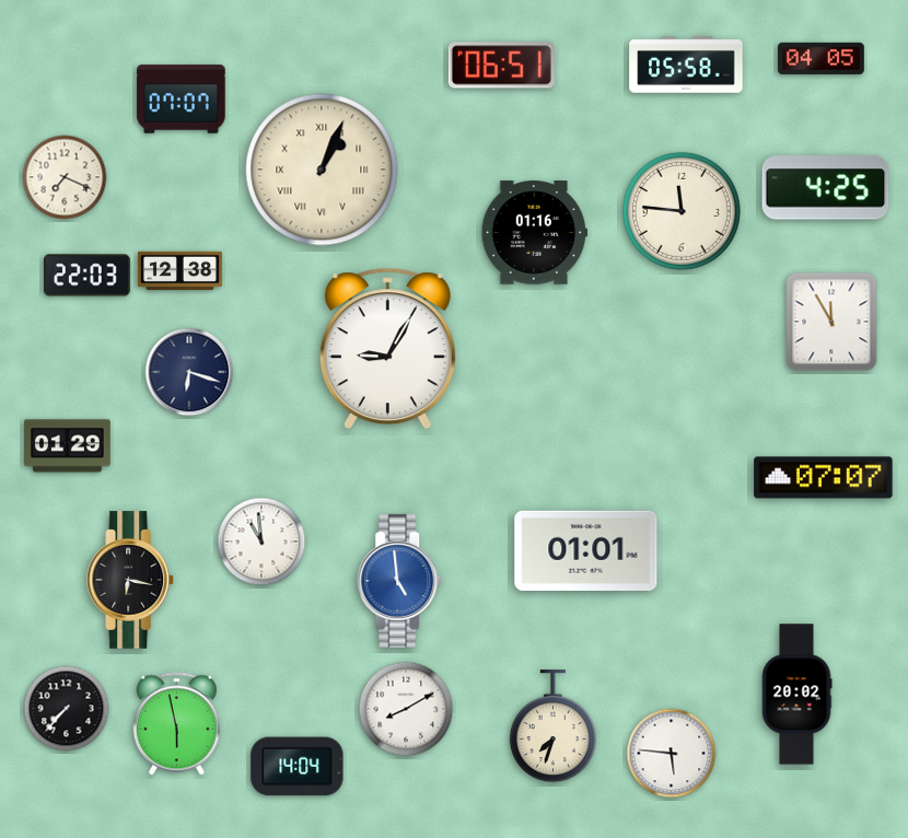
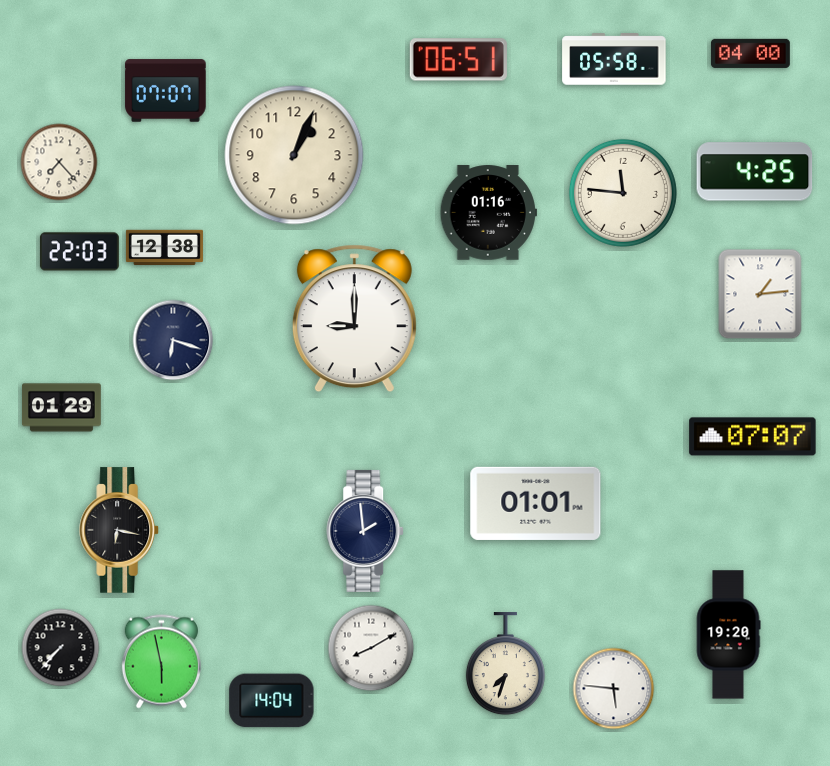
clock at (820, 58): 04:05 -> 04:00
clock at (686, 65) position: (686, 65) -> (614, 59)
clock at (322, 170) numerals: Roman -> Arabic
clock at (65, 177): 7:19 -> 7:23
clock at (831, 322): 11:55 -> 1:14
clock at (387, 349): 9:05 -> 9:00
clock at (261, 542): 10:59 -> none
clock at (400, 581): 4:59 -> 1:59
clock at (400, 581) dial: blue -> navy
clock at (796, 695): 20:02 -> 19:20
